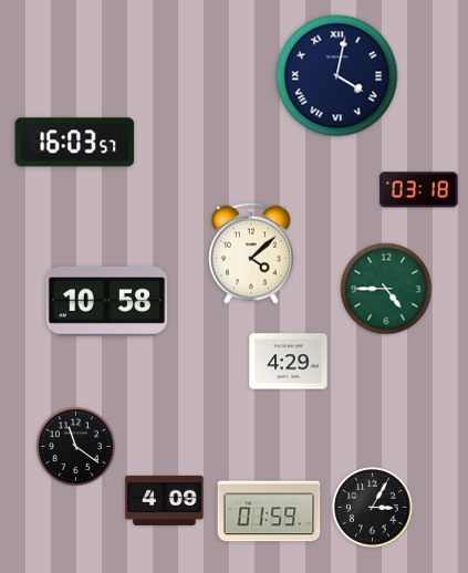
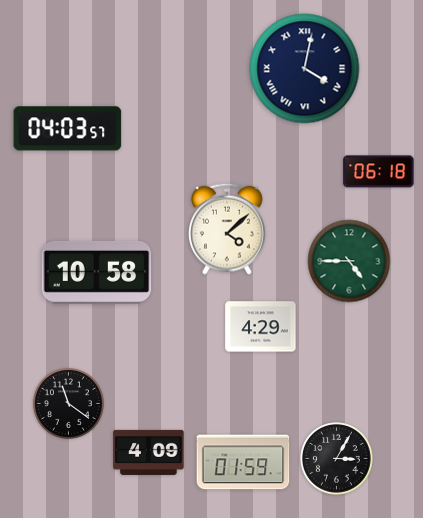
clock at (75, 143): 16:03 -> 04:03
clock at (419, 190): 03:18 -> 06:18
